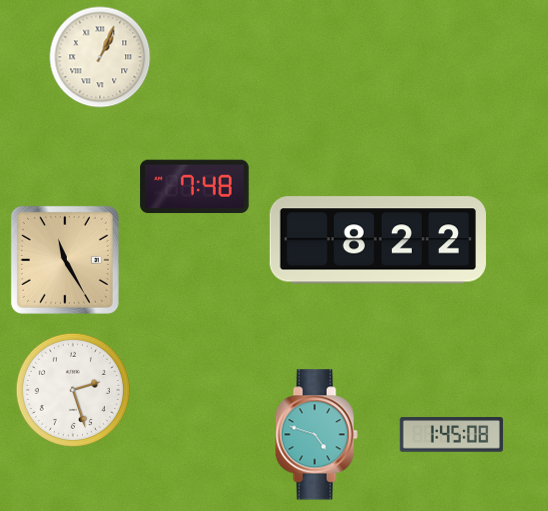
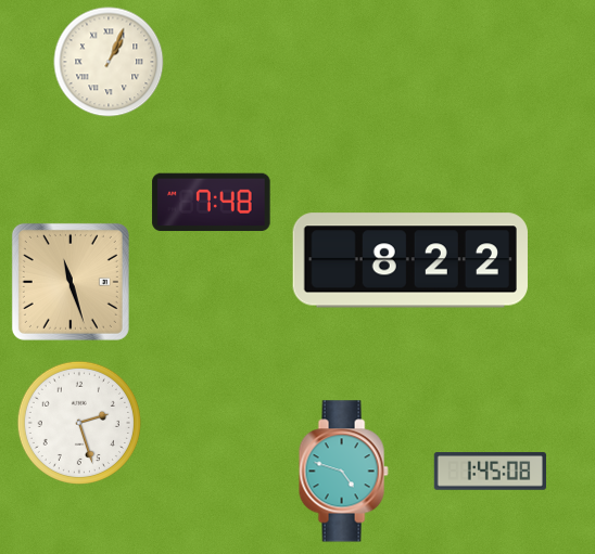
clock at (65, 260): 11:25 -> 11:27
